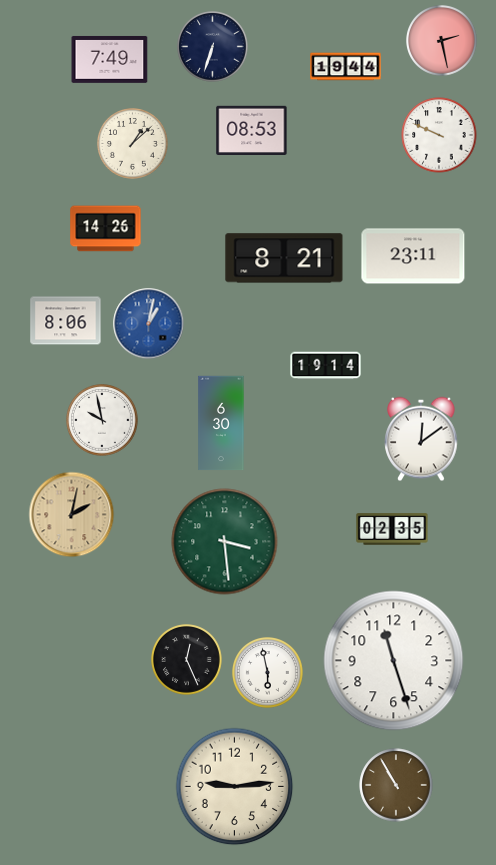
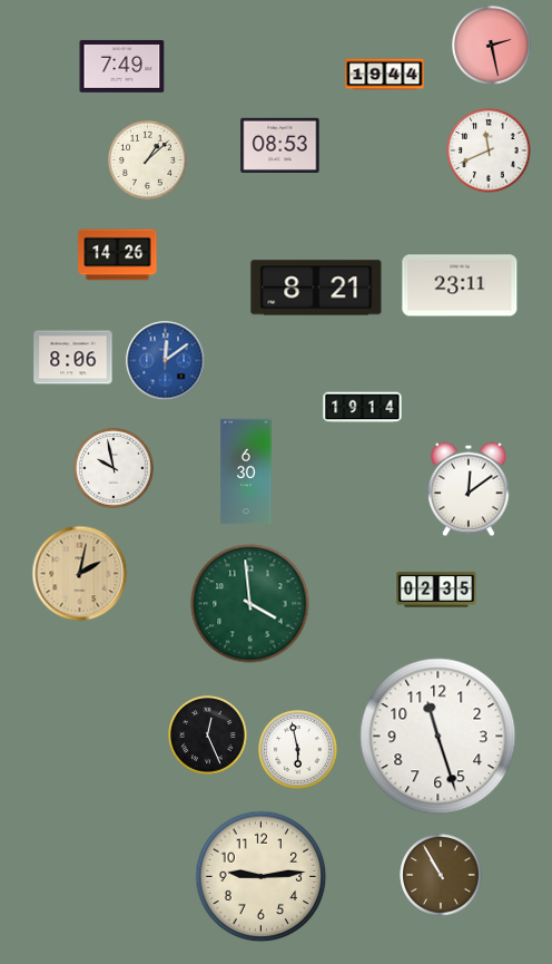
clock at (213, 47): 6:33 -> none
clock at (439, 135): 9:49 -> 11:41
clock at (149, 324): 1:02 -> 12:09
clock at (225, 542): 3:29 -> 3:59
